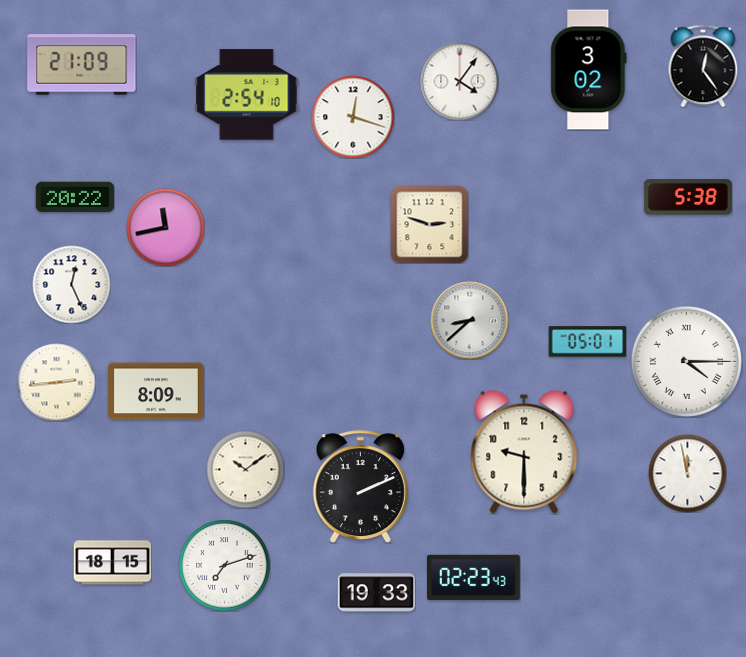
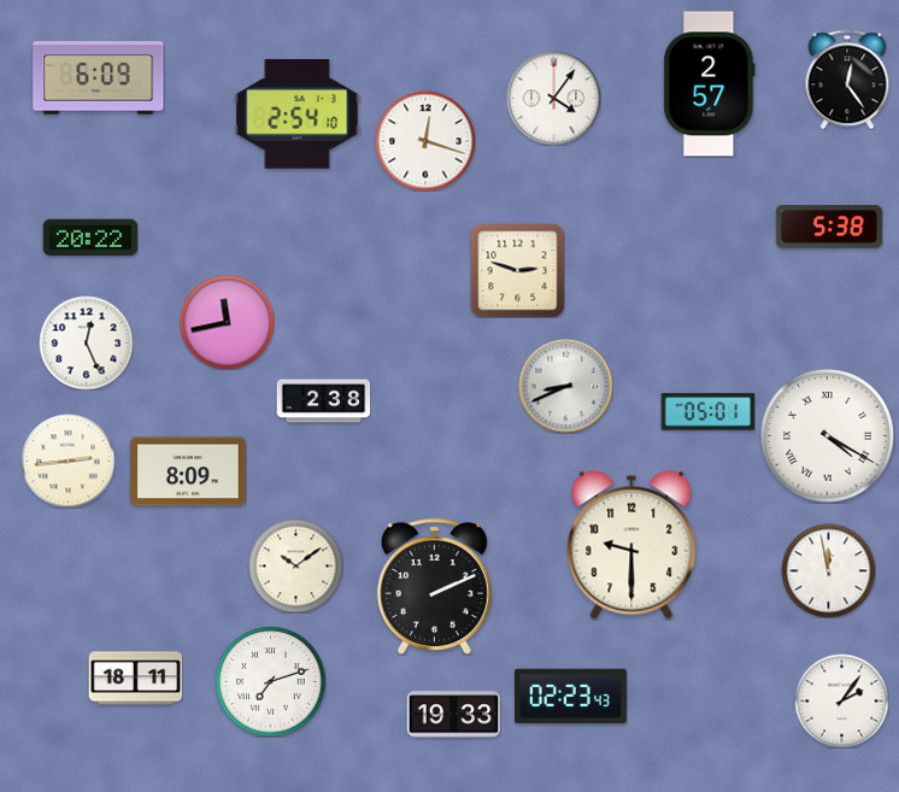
clock at (82, 65): 21:09 -> 6:09
clock at (589, 70): 3:02 -> 2:57
clock at (688, 197) position: (688, 197) -> (829, 227)
clock at (165, 227) position: (165, 227) -> (227, 322)
clock at (469, 320): 8:38 -> 8:41
clock at (323, 401): none -> 2:38
clock at (686, 361): 4:15 -> 4:20
clock at (112, 563): 18:15 -> 18:11
clock at (841, 700): none -> 2:06
